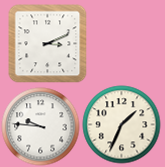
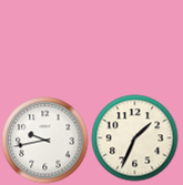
clock at (47, 43): 3:11 -> none
clock at (40, 126): 9:46 -> 9:43
